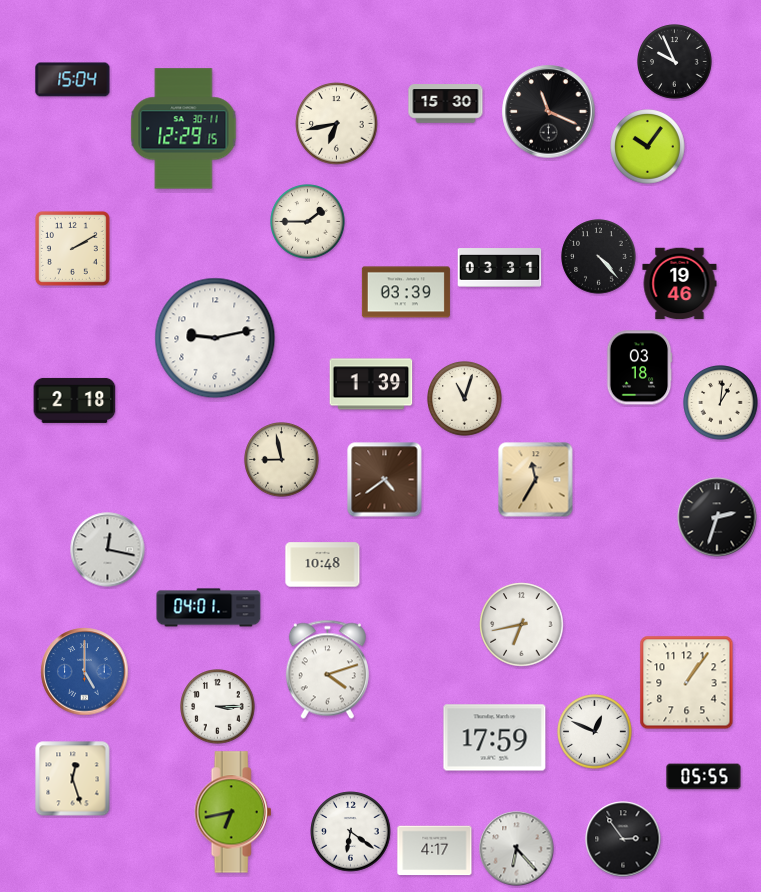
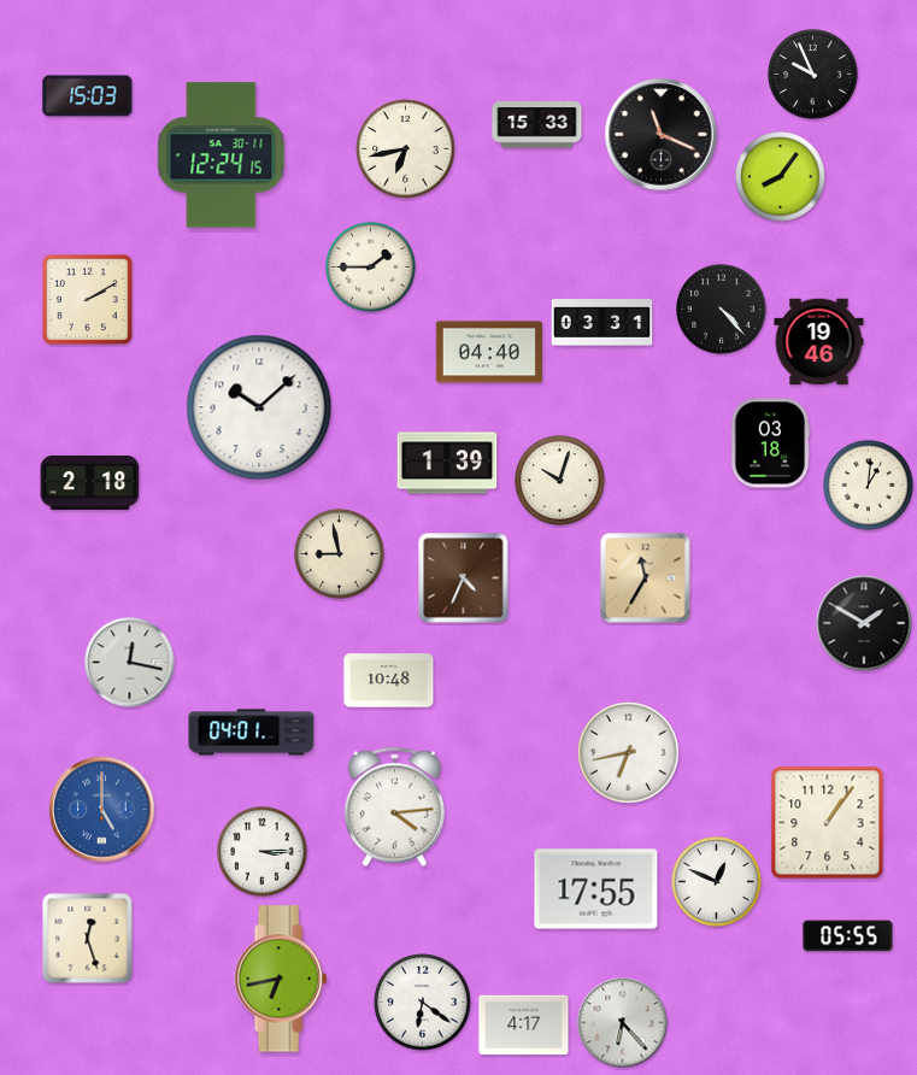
clock at (73, 80): 15:04 -> 15:03
clock at (446, 104): 15:30 -> 15:33
clock at (184, 129): 12:29 -> 12:24
clock at (648, 147): 10:06 -> 8:06
clock at (406, 292): 03:39 -> 04:40
clock at (215, 338): 9:13 -> 10:08
clock at (465, 399): 11:03 -> 10:03
clock at (385, 480): 4:39 -> 4:34
clock at (717, 517): 2:33 -> 1:50
clock at (327, 670): 4:12 -> 4:14
clock at (495, 738): 17:59 -> 17:55
clock at (623, 839): 2:54 -> none
